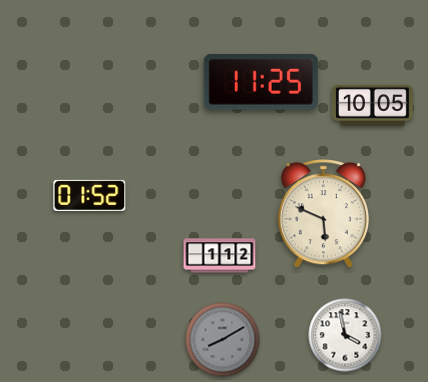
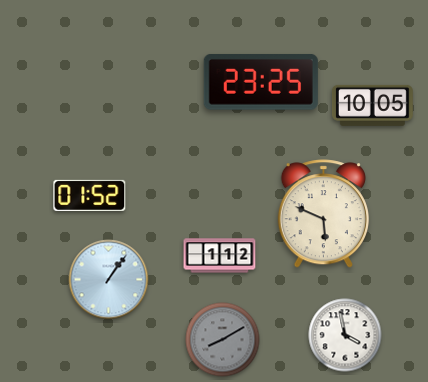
clock at (261, 82): 11:25 -> 23:25
clock at (109, 280): none -> 1:06
